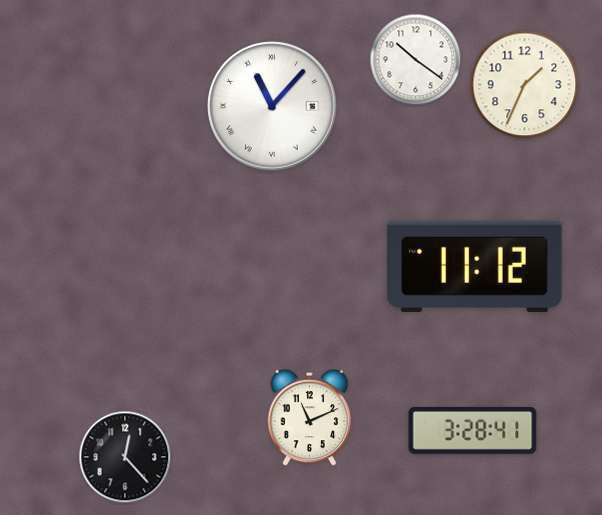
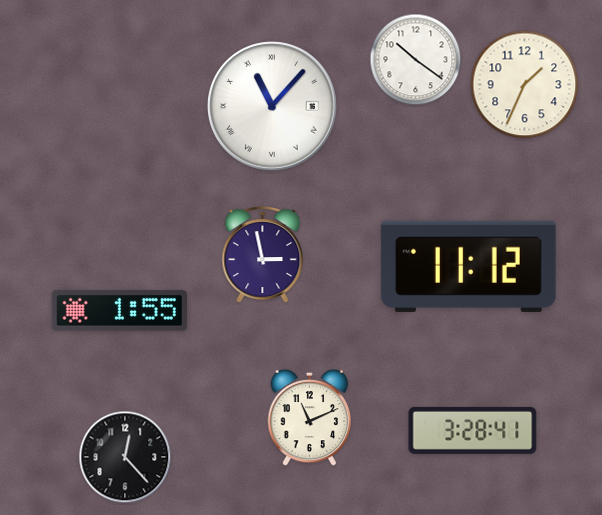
clock at (263, 255): none -> 2:58
clock at (474, 266) position: (474, 266) -> (468, 266)
clock at (119, 310): none -> 1:55
